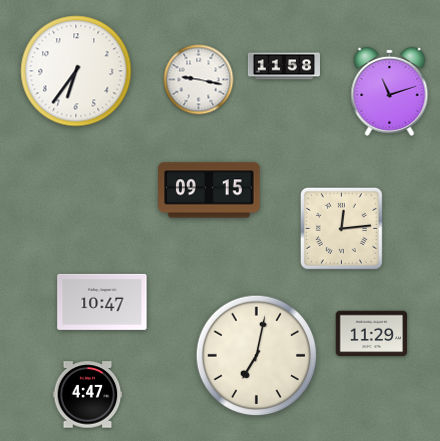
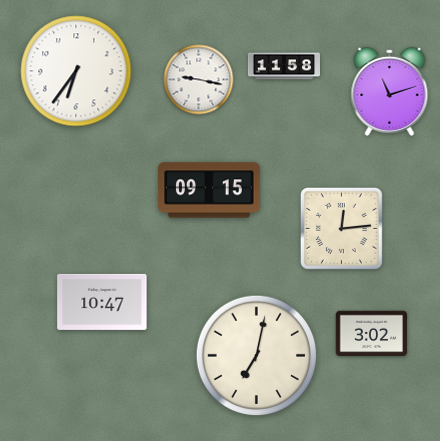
clock at (372, 334): 11:29 -> 3:02
clock at (88, 395): 4:47 -> none
